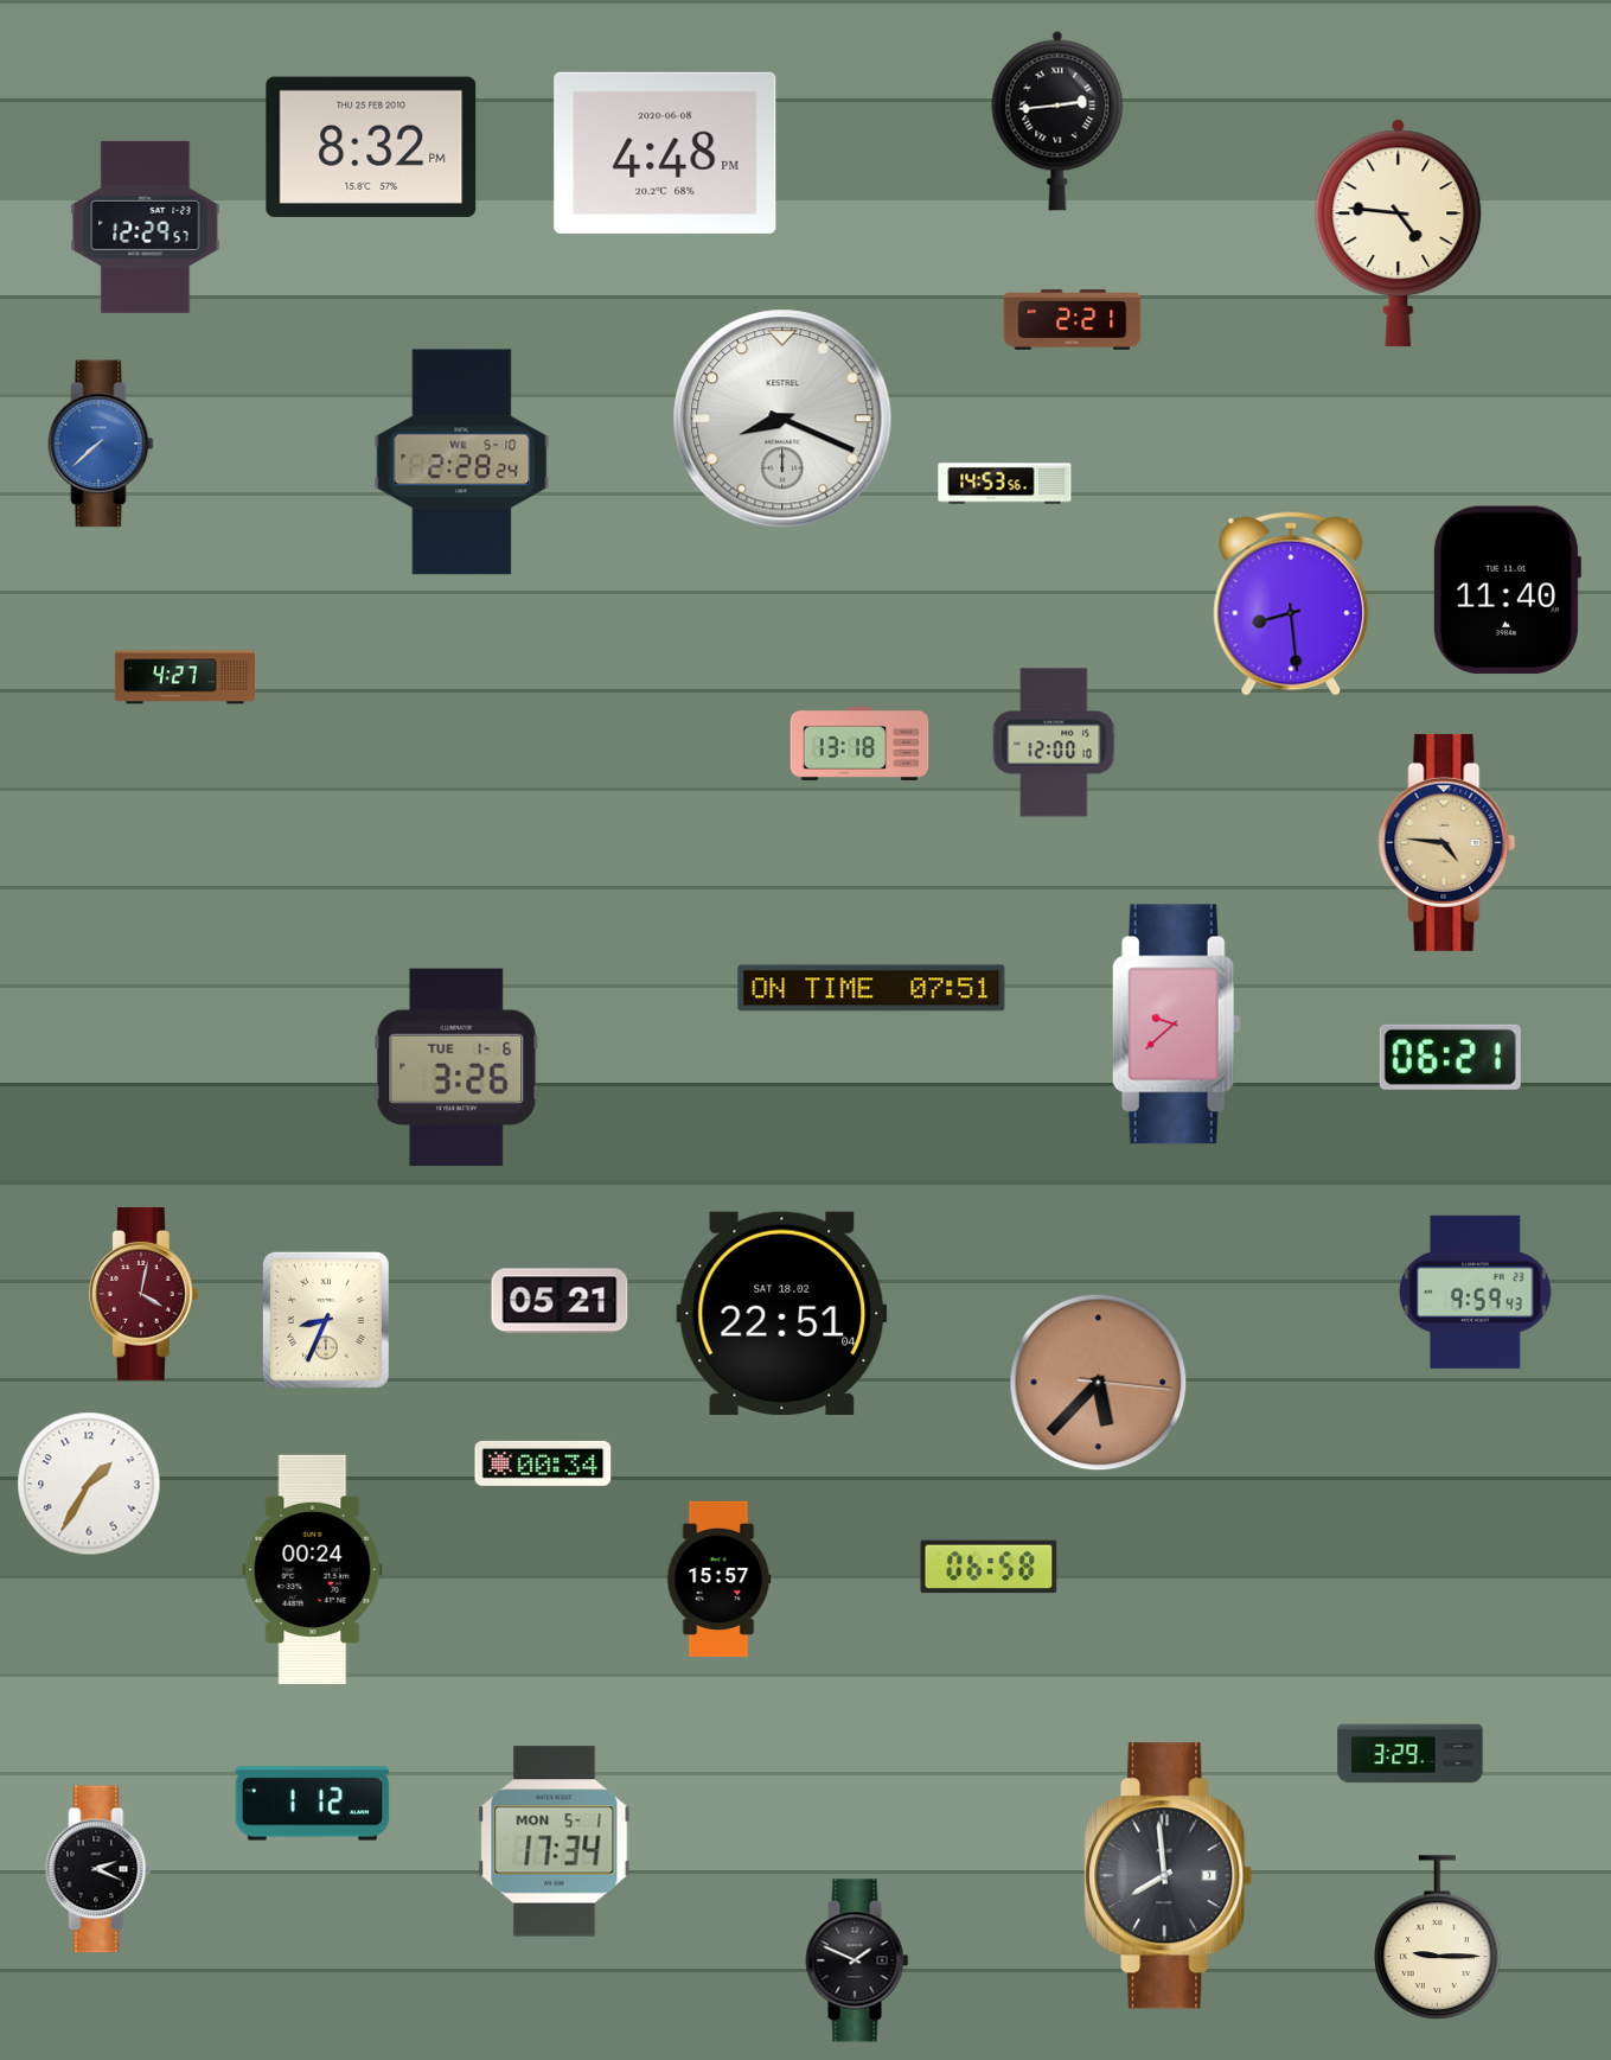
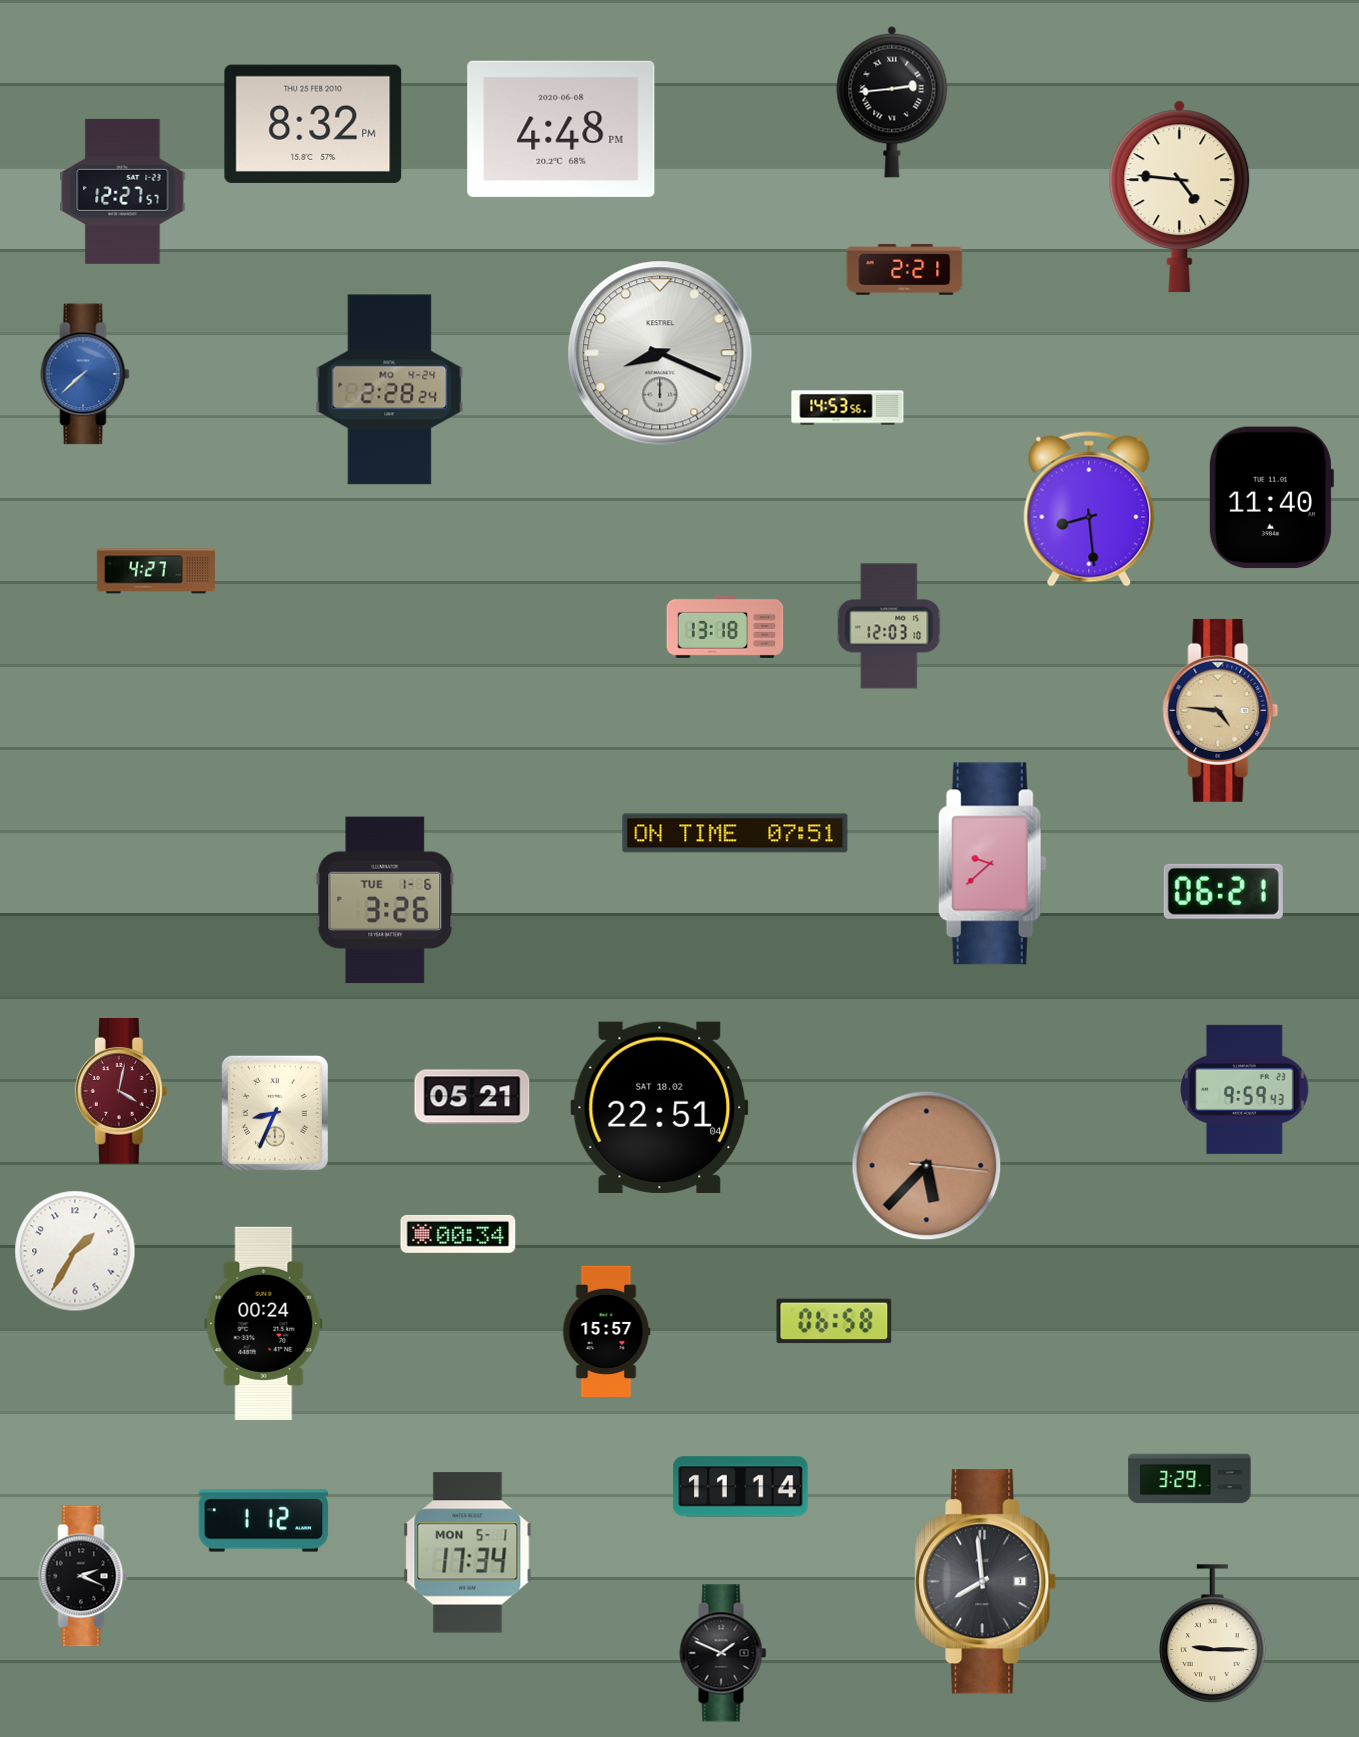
clock at (146, 227): 12:29 -> 12:27
clock at (462, 463) date: WE 5-10 -> MO 4-24
clock at (1054, 742): 12:00 -> 12:03
clock at (741, 1487): none -> 11:14
